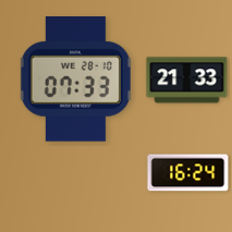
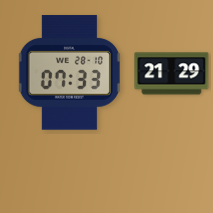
clock at (187, 81): 21:33 -> 21:29
clock at (188, 173): 16:24 -> none
